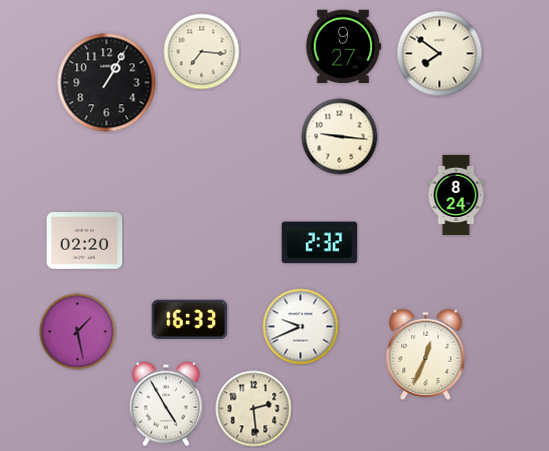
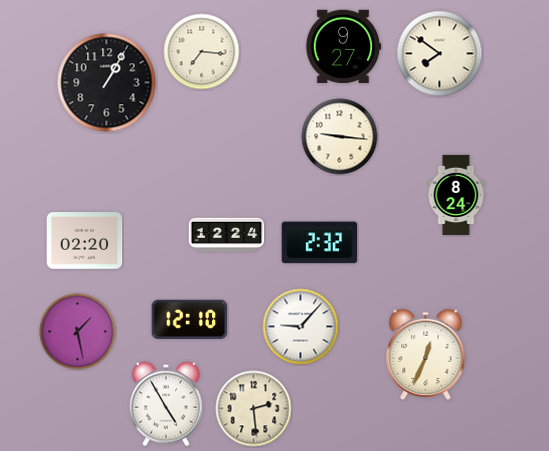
clock at (227, 235): none -> 12:24
clock at (190, 319): 16:33 -> 12:10
clock at (301, 327): 9:41 -> 9:07
